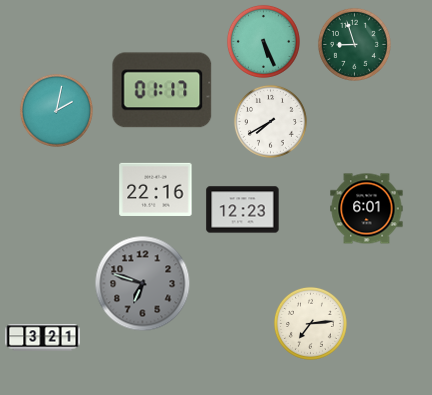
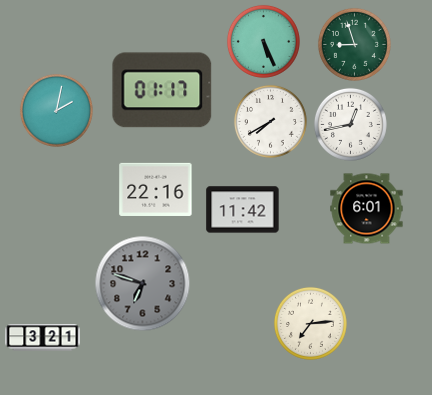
clock at (350, 124): none -> 12:43
clock at (243, 210): 12:23 -> 11:42
